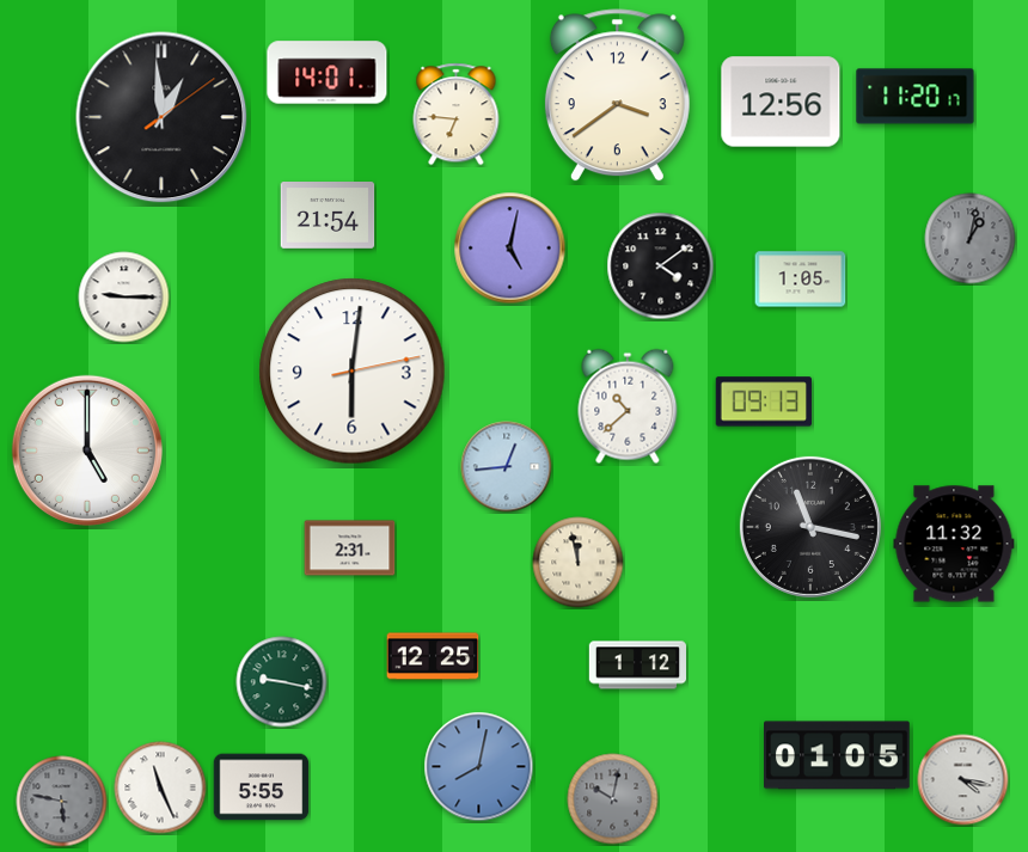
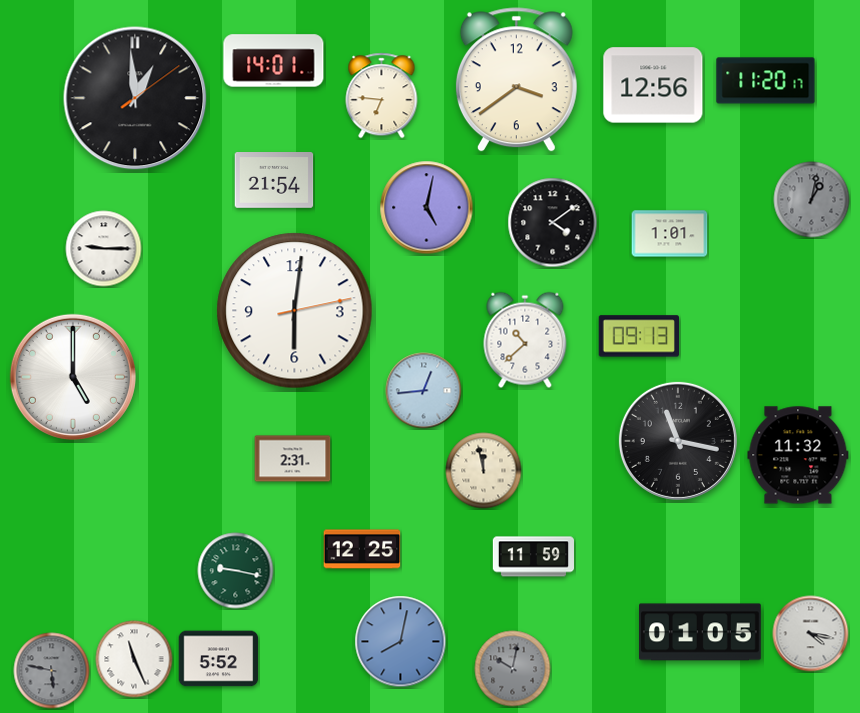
clock at (801, 280): 1:05 -> 1:01
clock at (637, 666): 1:12 -> 11:59
clock at (963, 780) position: (963, 780) -> (811, 634)
clock at (262, 787): 5:55 -> 5:52
